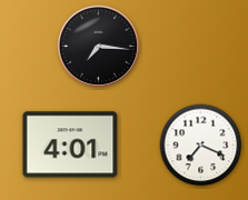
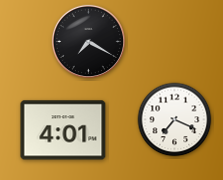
clock at (98, 46): 7:16 -> 7:20
clock at (201, 146) position: (201, 146) -> (175, 120)
